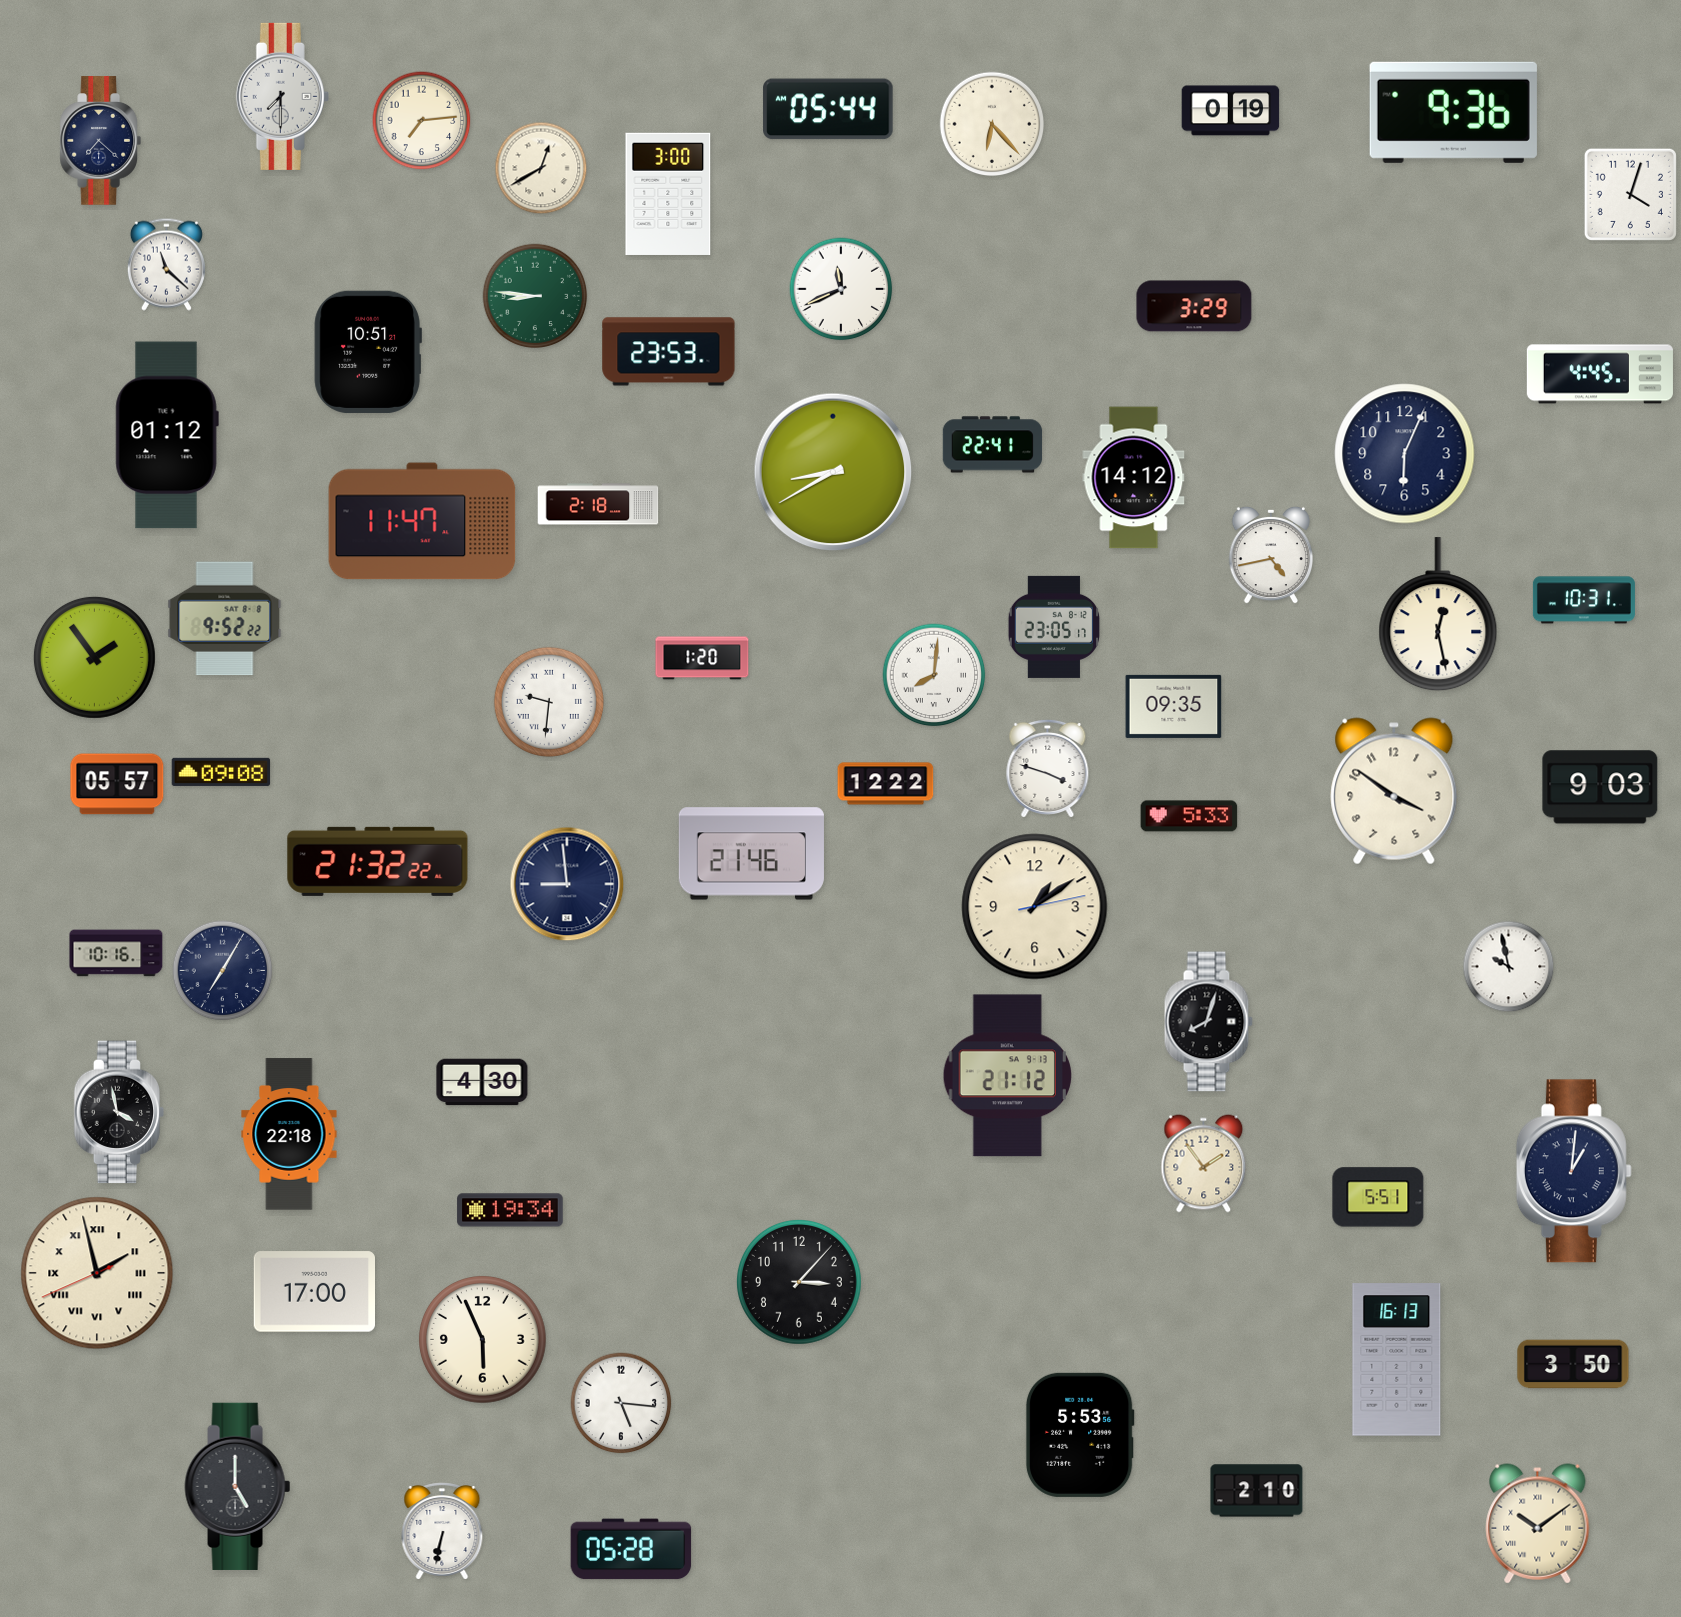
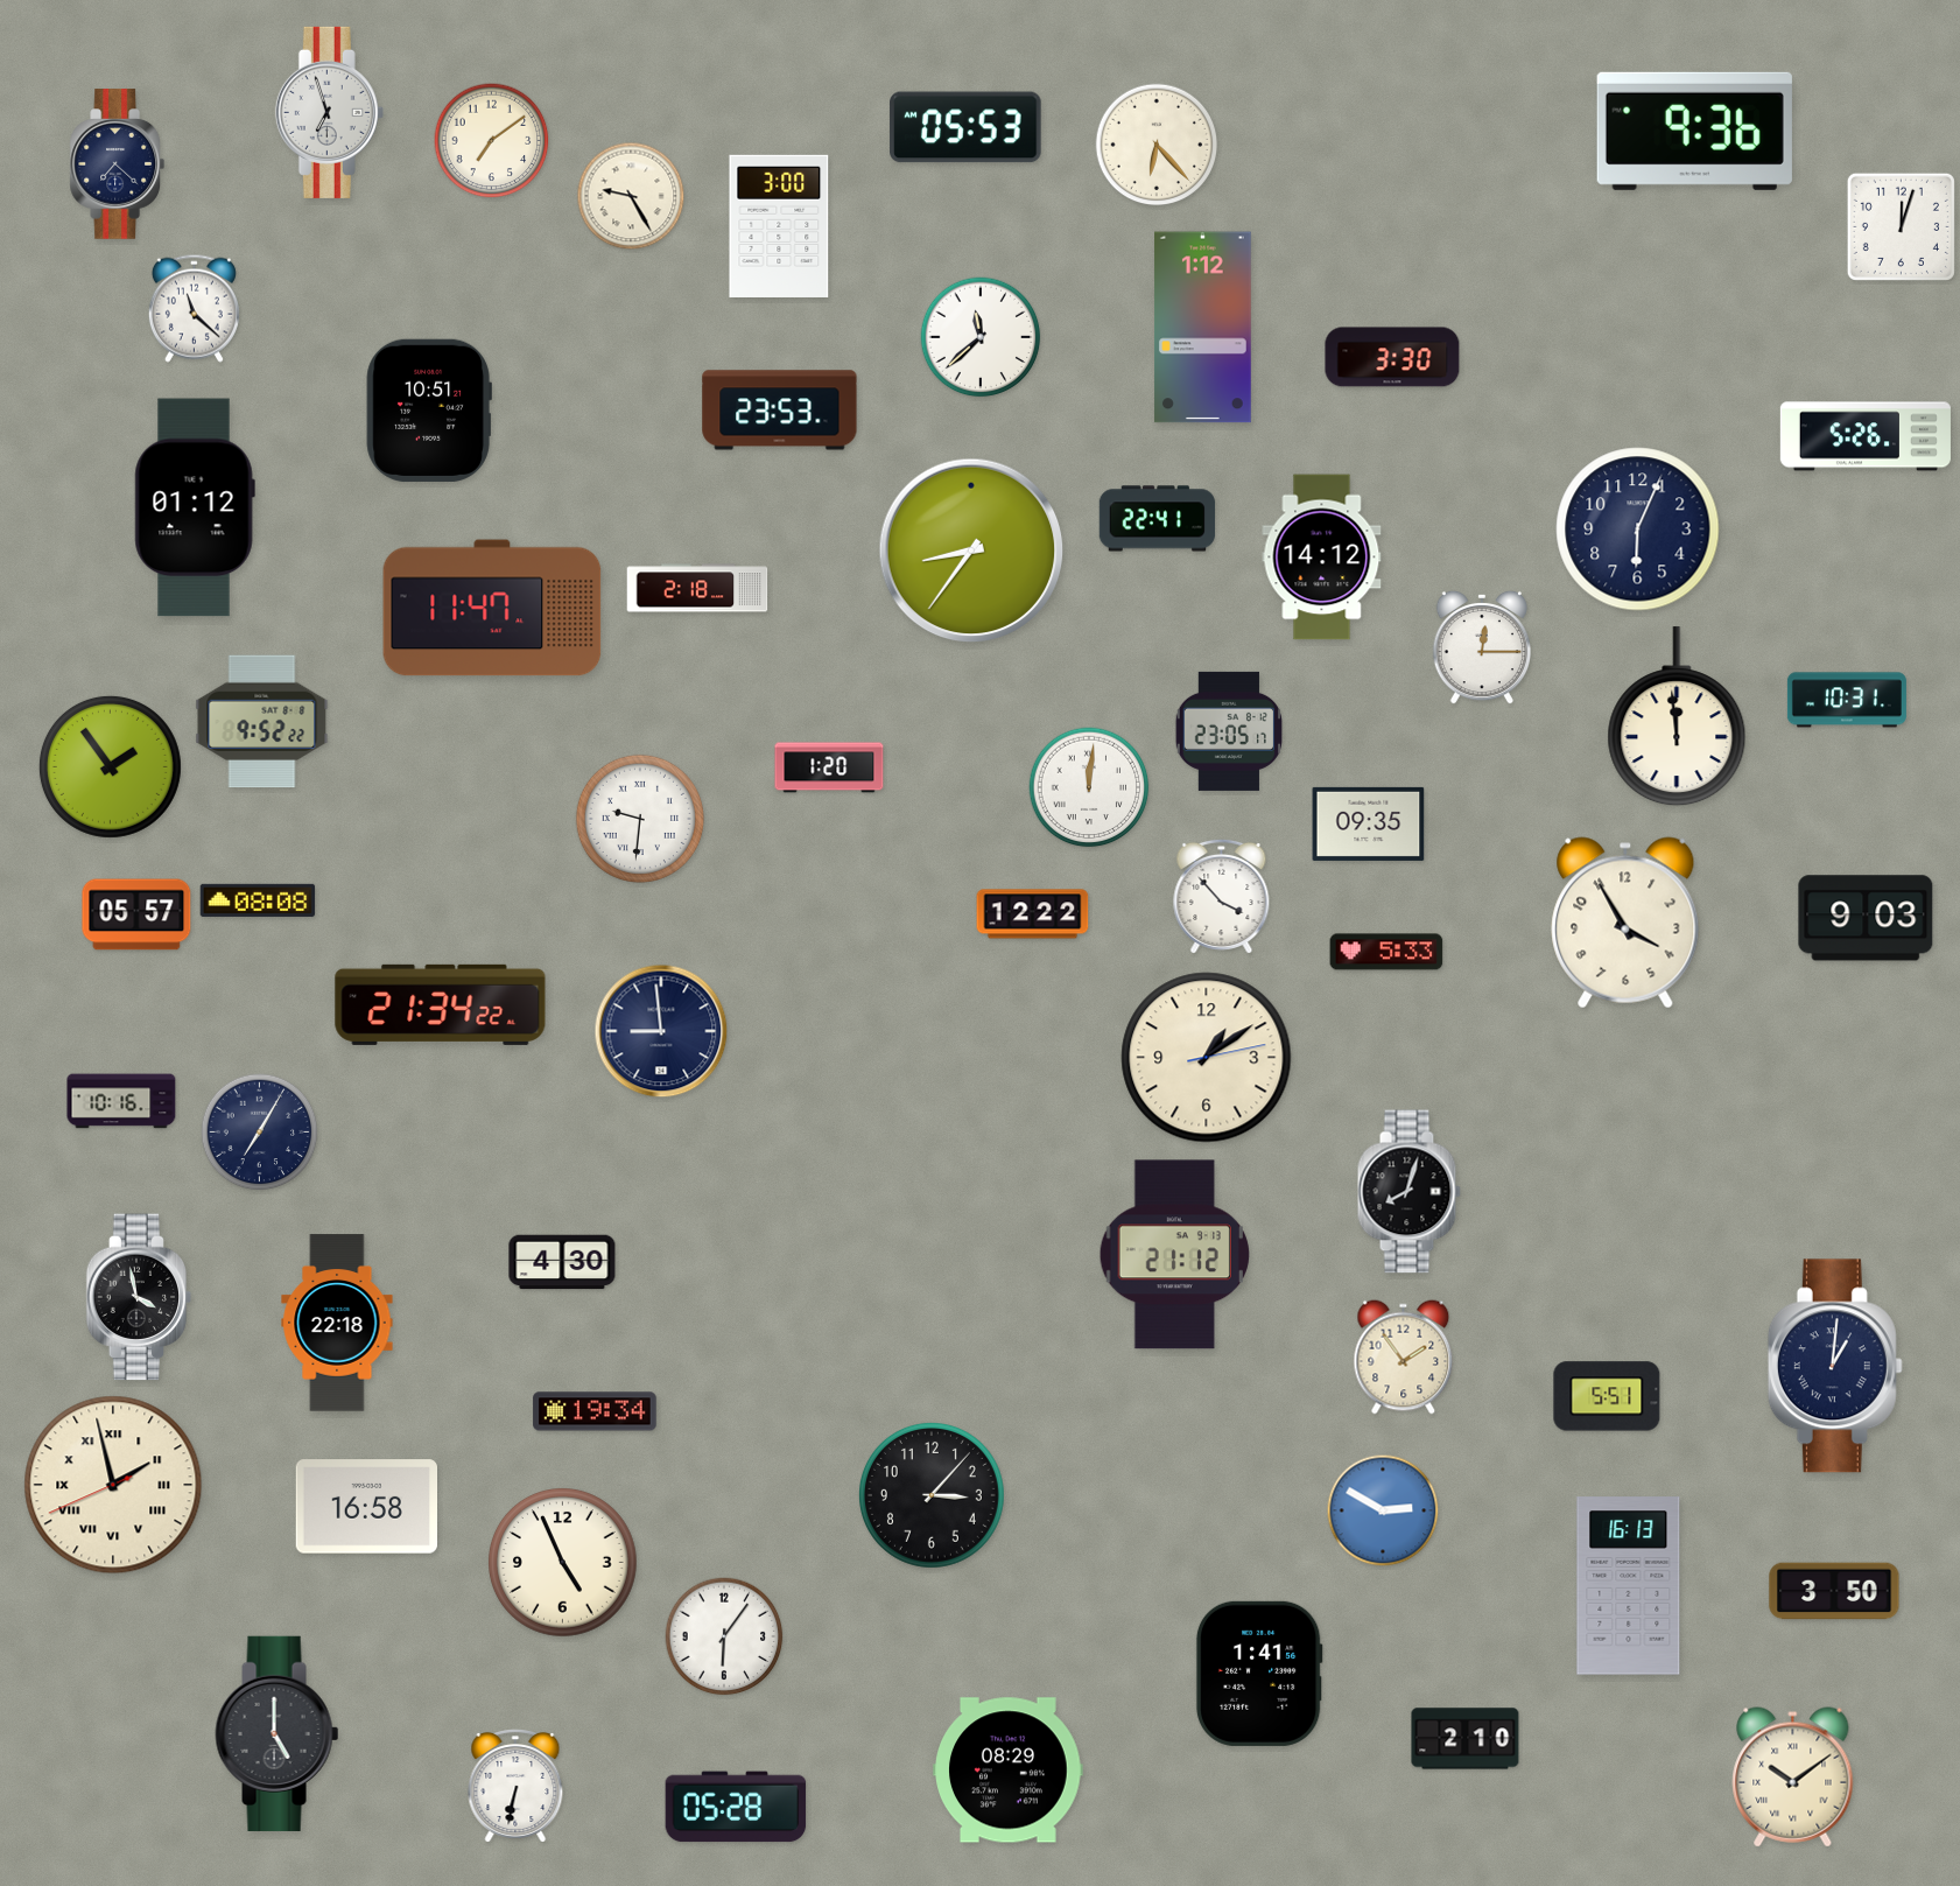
clock at (282, 96): 7:30 -> 6:57
clock at (828, 109): 05:44 -> 05:53
clock at (1231, 111): 0:19 -> none
clock at (422, 121): 7:14 -> 7:09
clock at (541, 168): 12:40 -> 9:25
clock at (1630, 194): 4:03 -> 12:03
clock at (1203, 328): none -> 1:12
clock at (841, 289): 11:41 -> 11:38
clock at (535, 296): 8:46 -> none
clock at (1194, 306): 3:29 -> 3:30
clock at (1600, 374): 4:45 -> 5:26
clock at (833, 472): 8:40 -> 8:36
clock at (1270, 555): 4:43 -> 12:15
clock at (1438, 615): 12:28 -> 11:59
clock at (702, 658) position: (702, 658) -> (829, 767)
clock at (934, 675): 8:01 -> 12:01
clock at (1048, 768): 3:48 -> 3:53
clock at (221, 772): 09:08 -> 08:08
clock at (1394, 791): 3:51 -> 3:55
clock at (751, 854): 21:46 -> none
clock at (378, 861): 21:32 -> 21:34
clock at (116, 953) position: (116, 953) -> (121, 1101)
clock at (1509, 967): 9:58 -> none
clock at (315, 1292): 17:00 -> 16:58
clock at (1383, 1510): none -> 2:50
clock at (483, 1340): 5:56 -> 4:56
clock at (621, 1403): 5:16 -> 6:06
clock at (1080, 1435): 5:53 -> 1:41
clock at (1009, 1771): none -> 08:29
